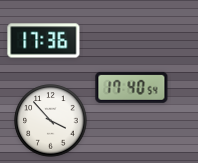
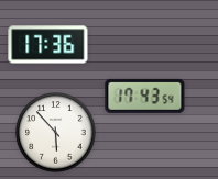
clock at (132, 87): 17:40 -> 17:43
clock at (51, 121): 3:53 -> 5:53
